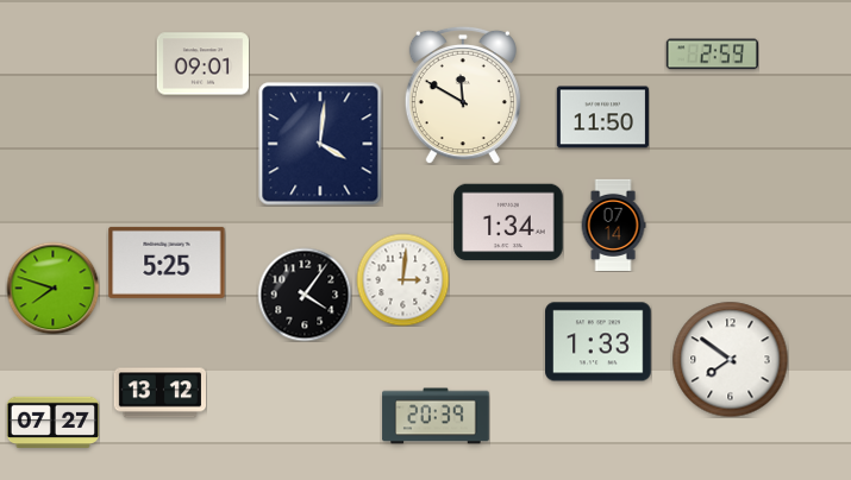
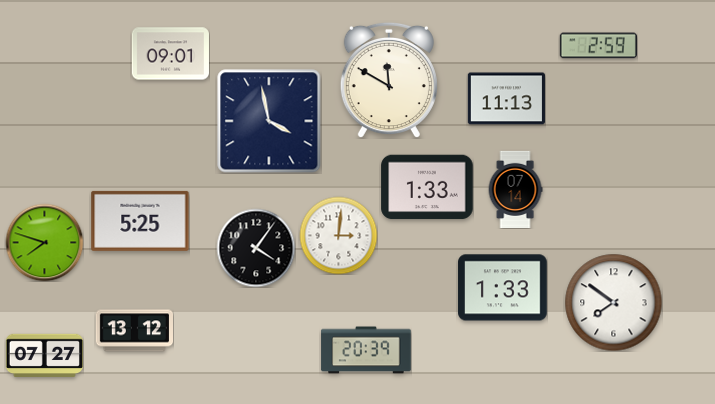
clock at (602, 118): 11:50 -> 11:13
clock at (320, 144): 4:01 -> 3:58
clock at (508, 222): 1:34 -> 1:33
